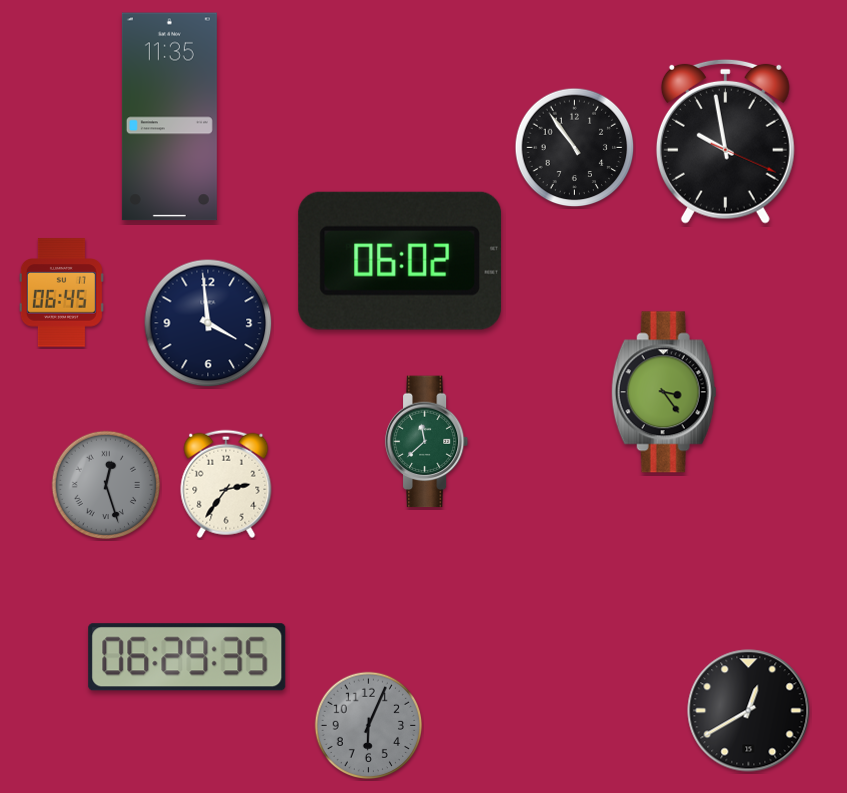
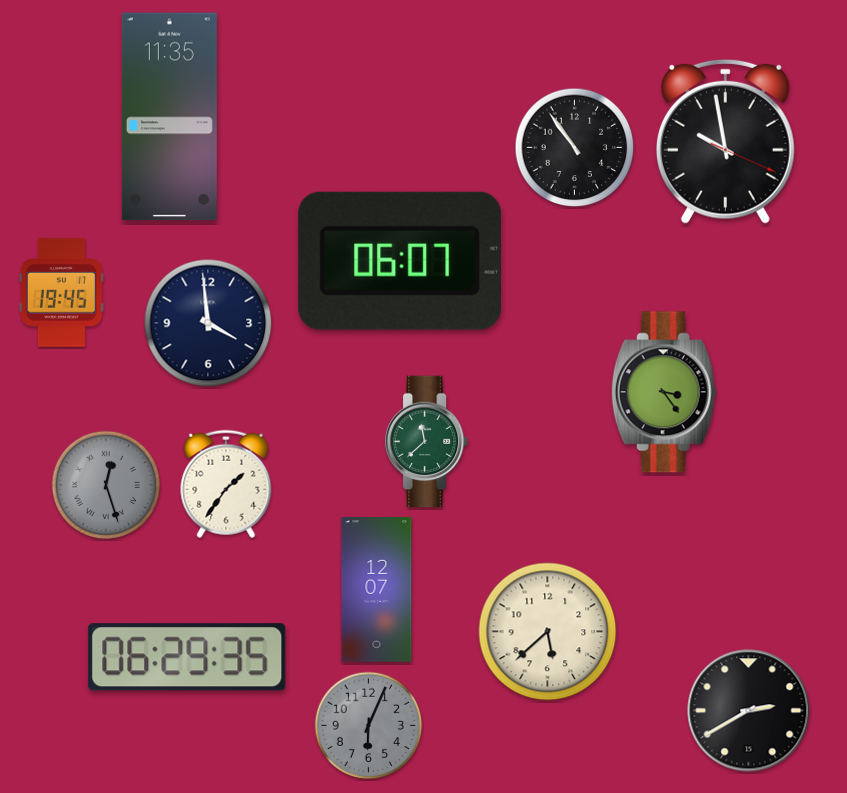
clock at (400, 261): 06:02 -> 06:07
clock at (61, 293): 06:45 -> 19:45
clock at (226, 484): 2:36 -> 1:36
clock at (377, 590): none -> 12:07
clock at (548, 632): none -> 5:38
clock at (749, 711): 12:40 -> 2:40
